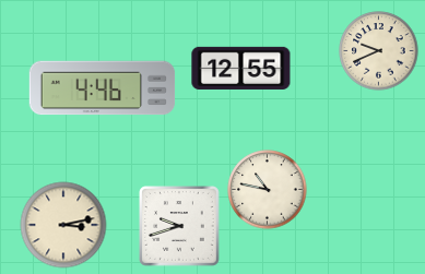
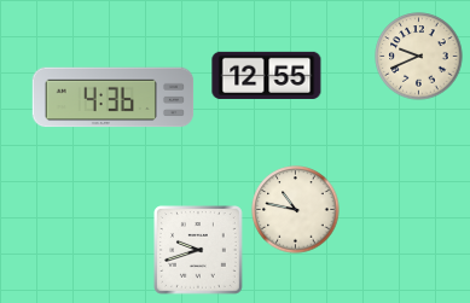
clock at (103, 88): 4:46 -> 4:36
clock at (63, 225): 3:13 -> none
